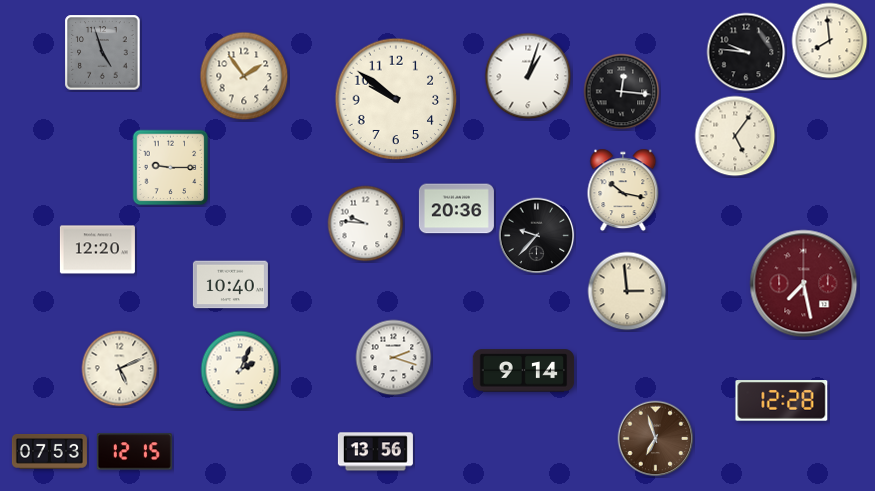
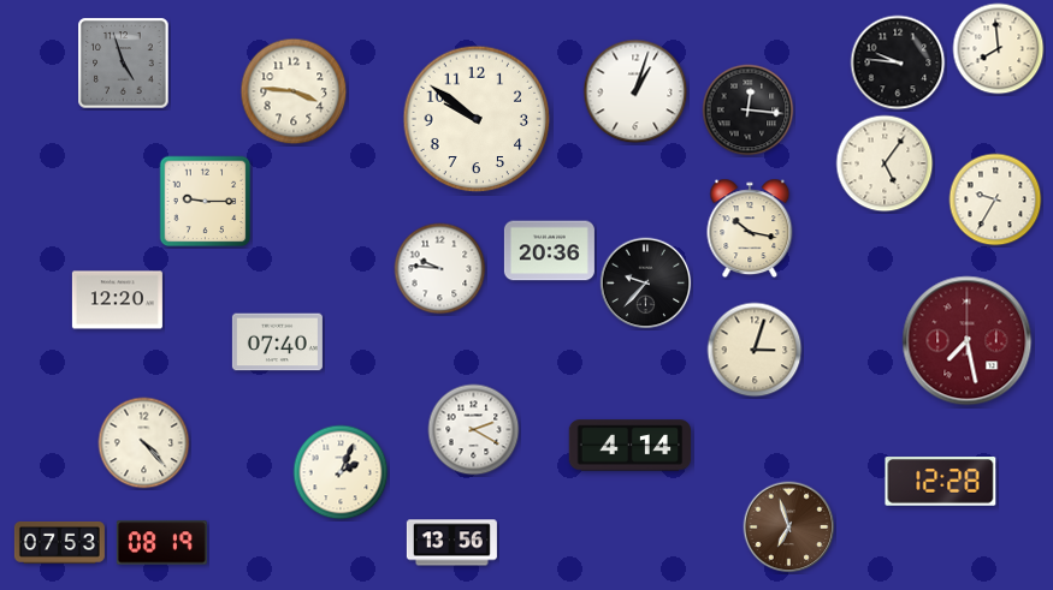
clock at (244, 76): 1:54 -> 3:46
clock at (995, 199): none -> 9:35
clock at (230, 285): 10:40 -> 07:40
clock at (627, 291): 2:59 -> 3:03
clock at (394, 358): 2:18 -> 2:20
clock at (120, 369): 5:11 -> 4:23
clock at (240, 370) position: (240, 370) -> (341, 472)
clock at (524, 371): 9:14 -> 4:14
clock at (134, 452): 12:15 -> 08:19
